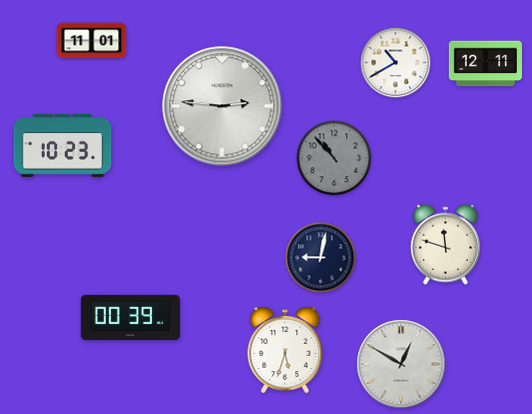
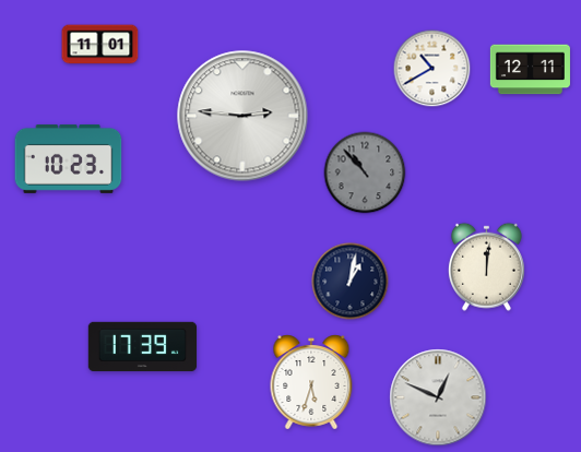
clock at (445, 244): 11:48 -> 12:01
clock at (321, 258): 9:02 -> 1:02
clock at (131, 318): 00:39 -> 17:39
clock at (401, 364): 12:50 -> 12:49
